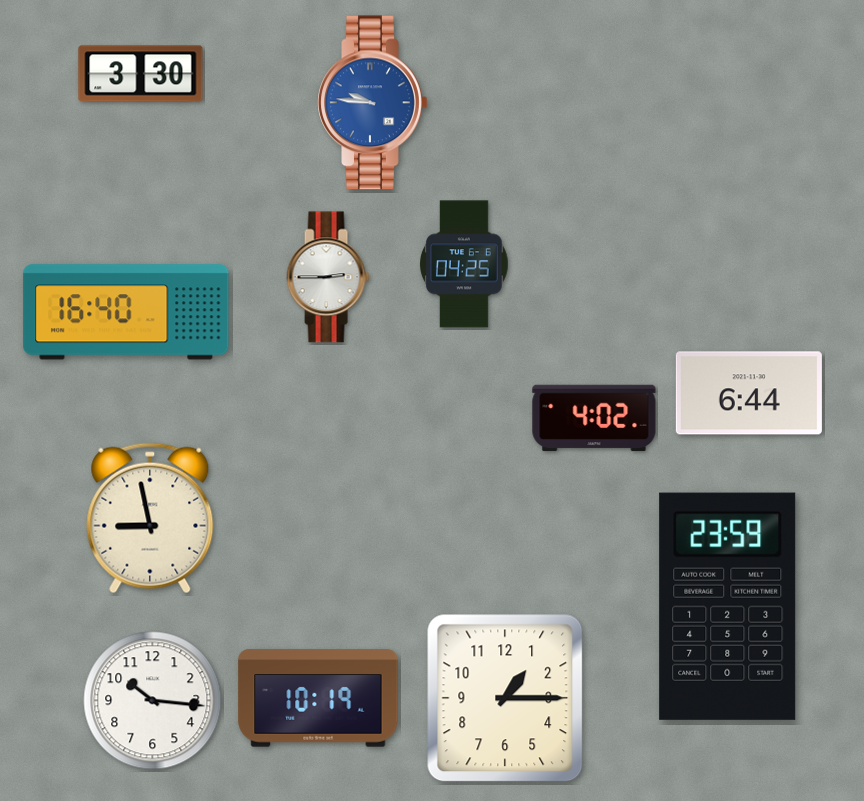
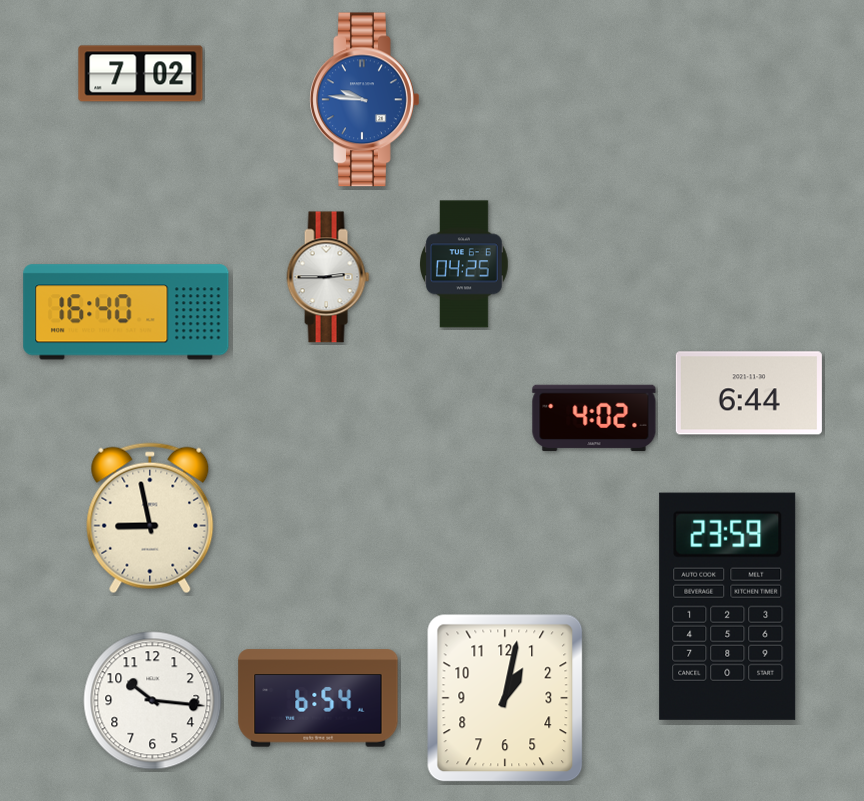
clock at (141, 74): 3:30 -> 7:02
clock at (373, 103) position: (373, 103) -> (365, 100)
clock at (318, 698): 10:19 -> 6:54
clock at (505, 698): 1:15 -> 1:02
